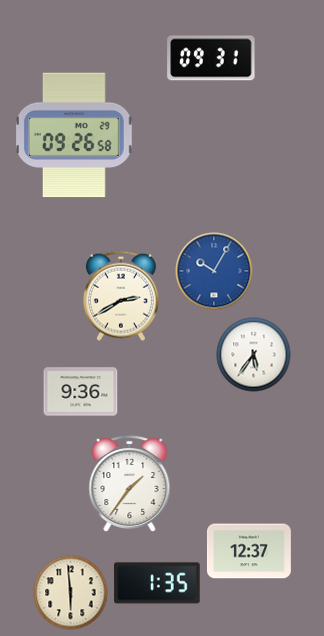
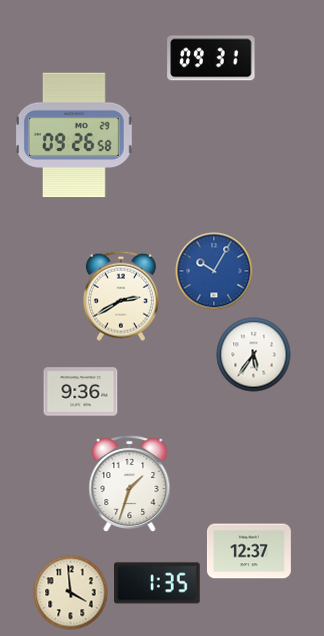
clock at (130, 484): 1:36 -> 1:33
clock at (71, 593): 5:59 -> 3:59
